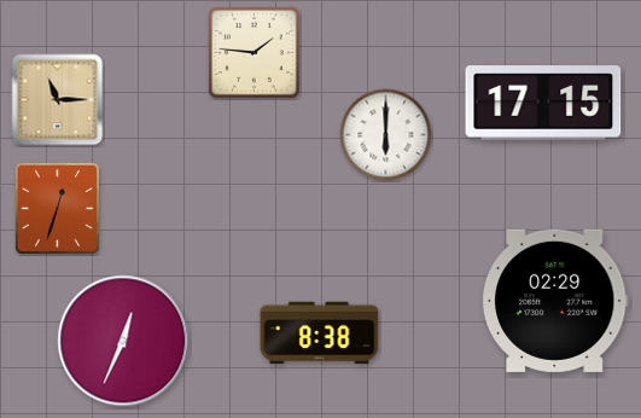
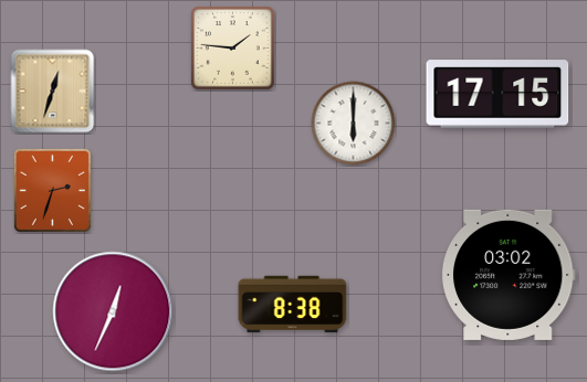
clock at (58, 100): 11:15 -> 12:33
clock at (57, 208): 12:33 -> 2:33
clock at (555, 301): 02:29 -> 03:02
